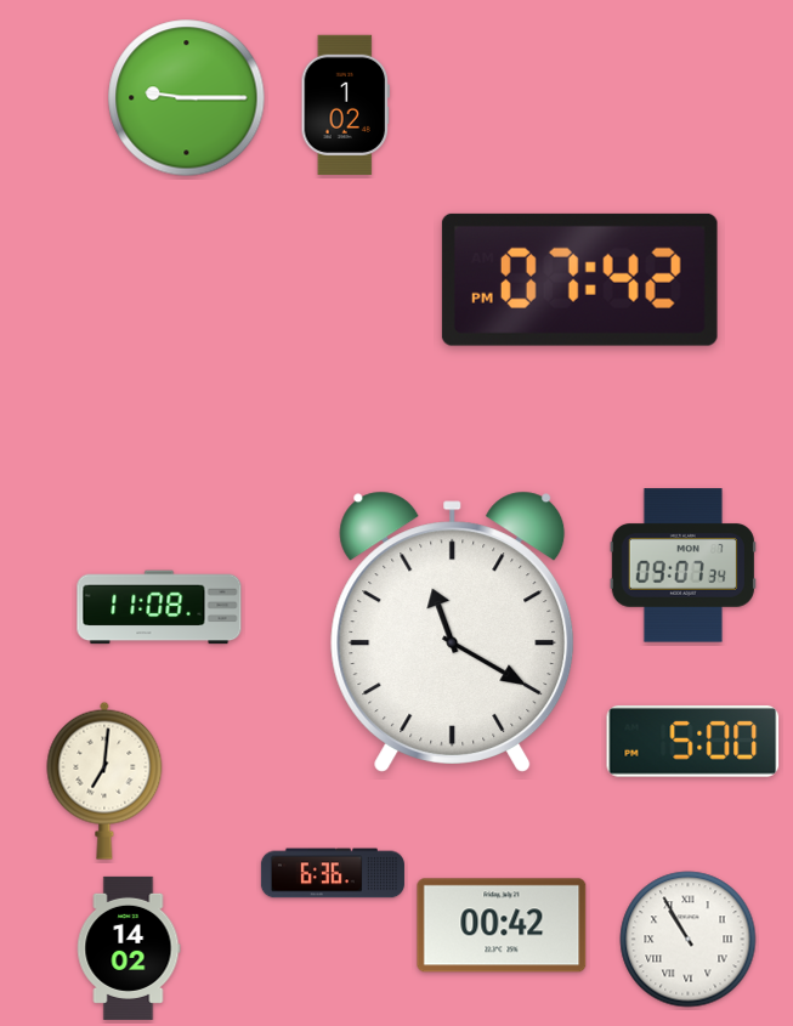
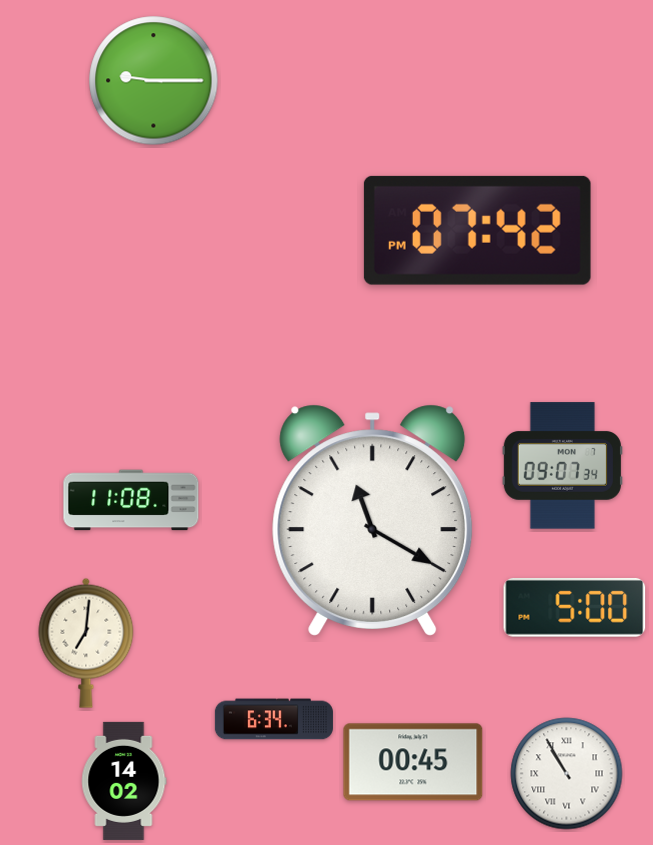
clock at (345, 104): 1:02 -> none
clock at (693, 741) position: (693, 741) -> (575, 607)
clock at (333, 873): 6:36 -> 6:34
clock at (502, 925): 00:42 -> 00:45
clock at (129, 948) position: (129, 948) -> (124, 781)
